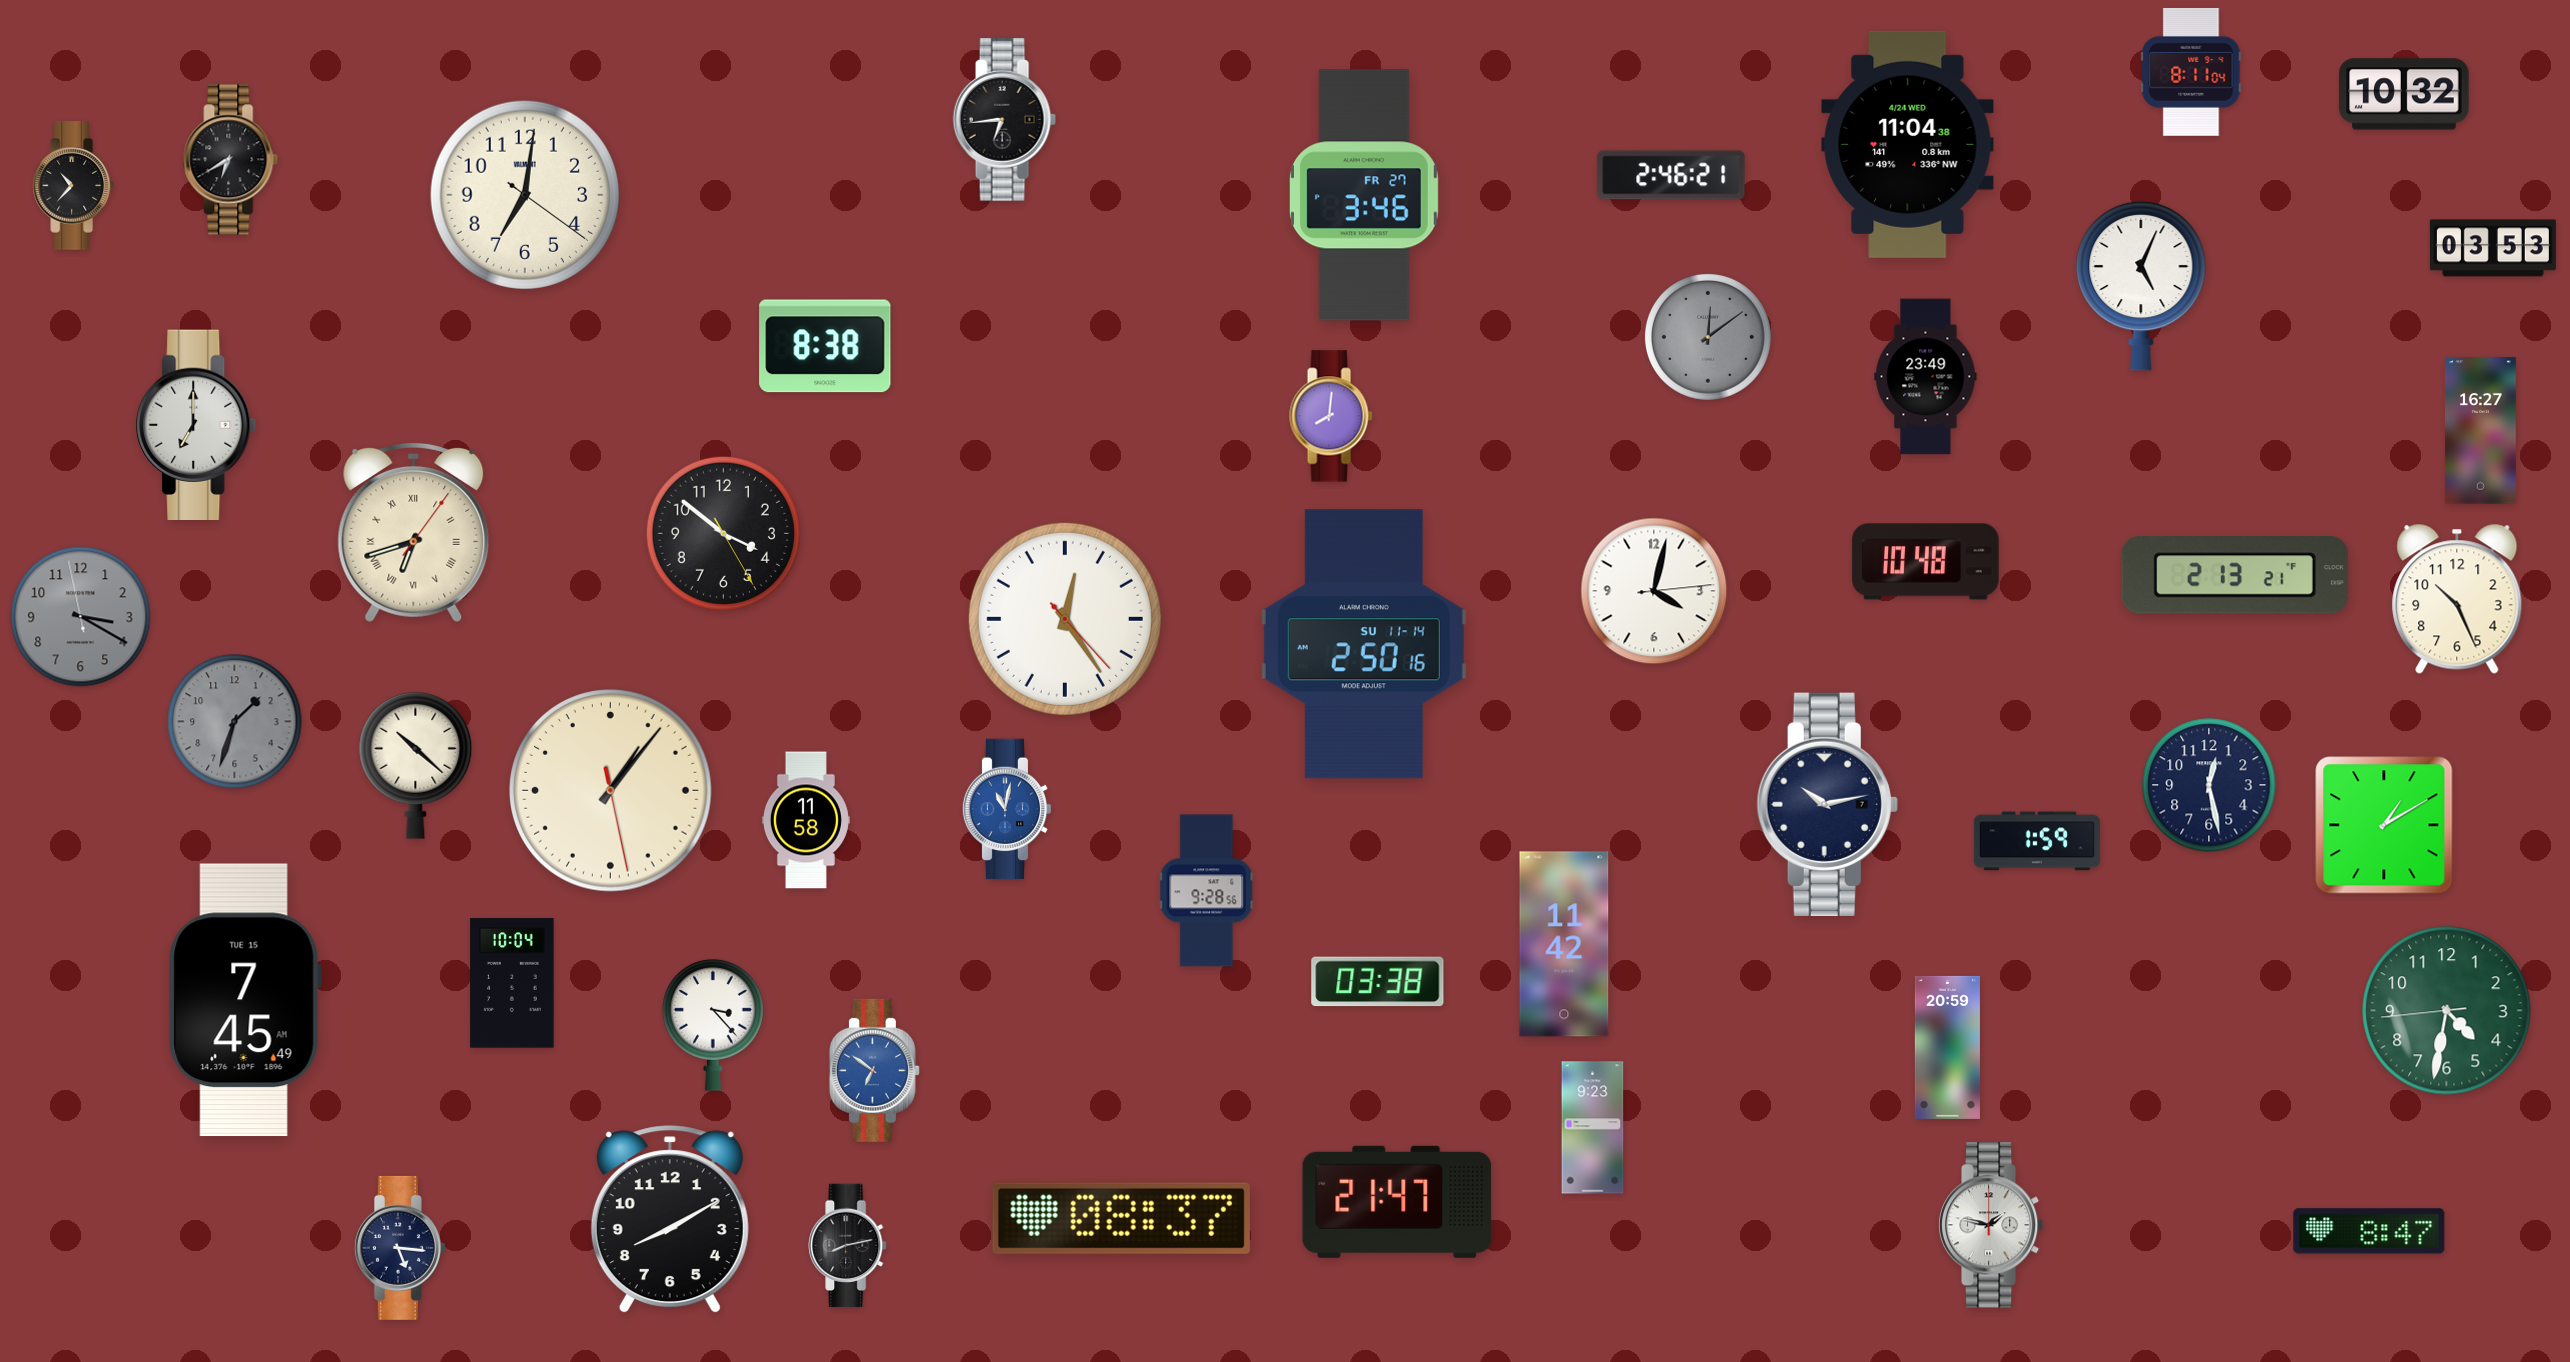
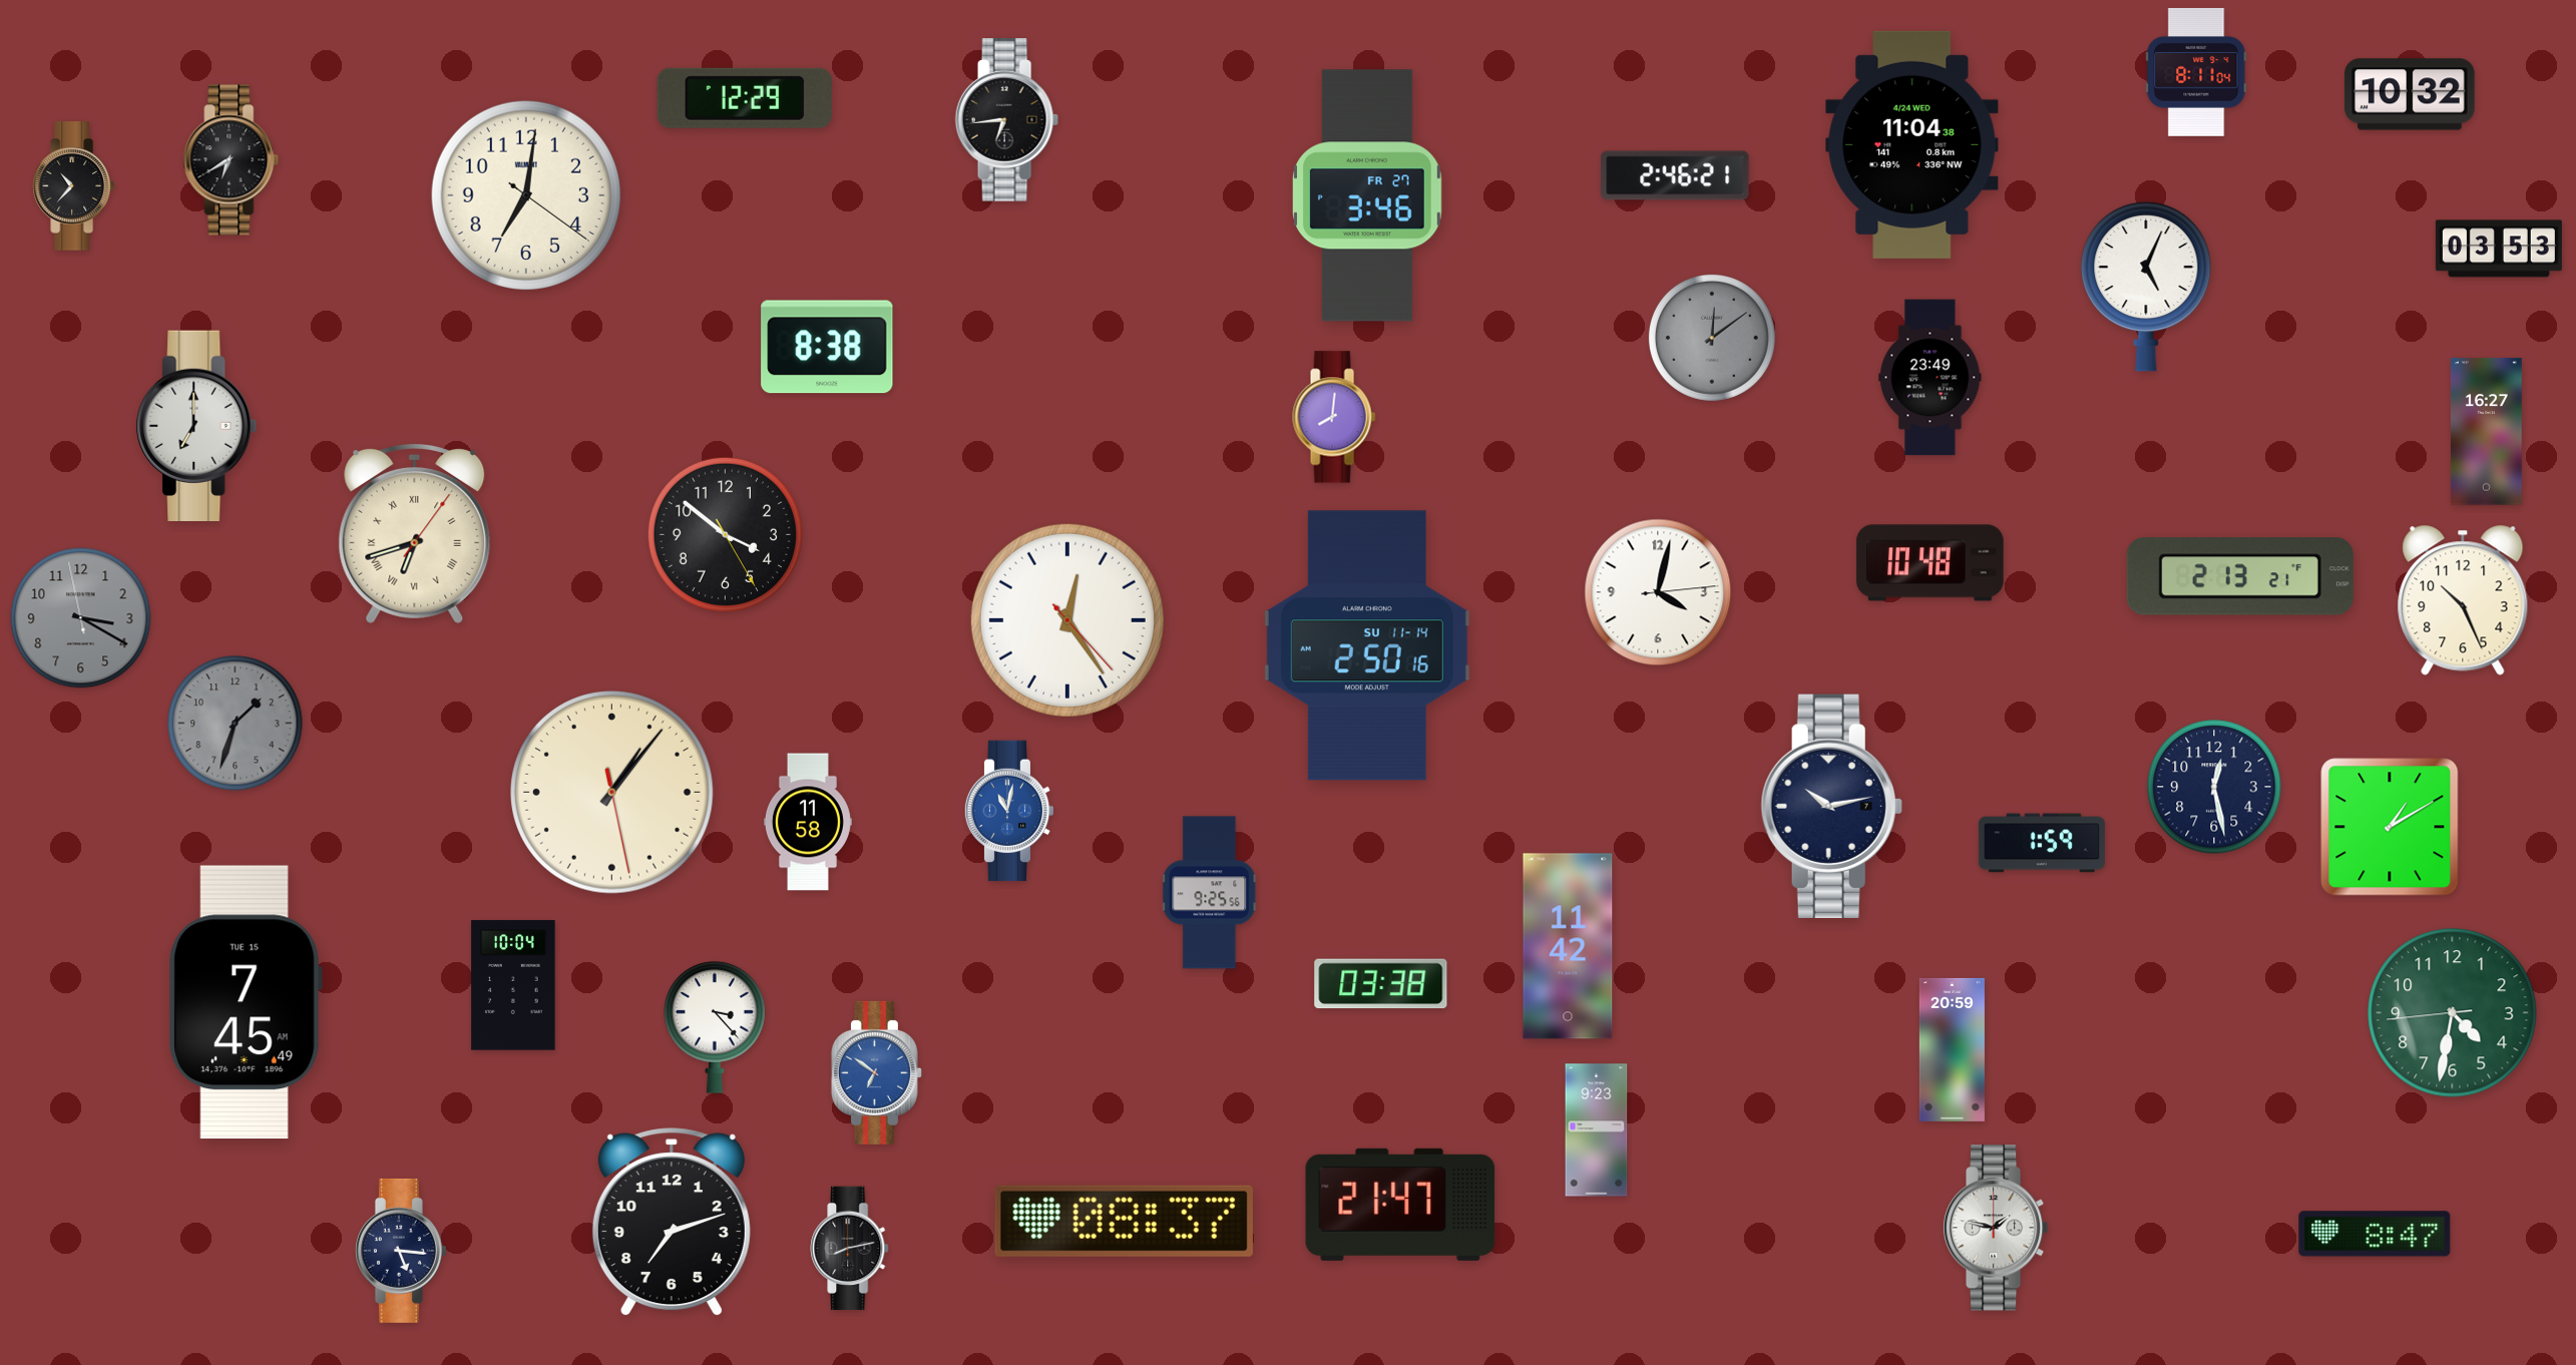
clock at (745, 98): none -> 12:29
clock at (416, 765): 10:22 -> none
clock at (1207, 891): 9:28 -> 9:25
clock at (670, 1220): 8:10 -> 7:12
